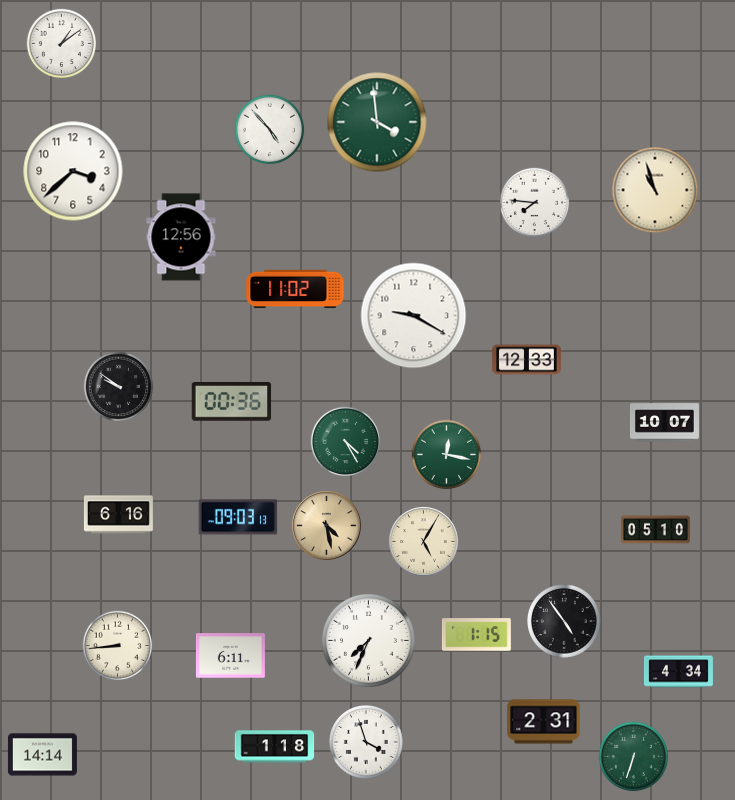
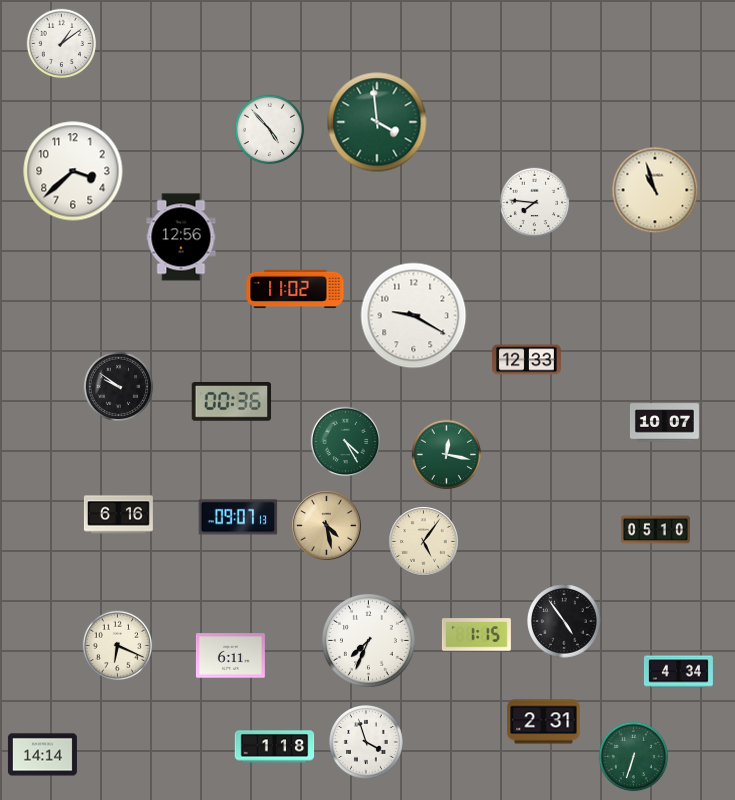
clock at (238, 517): 09:03 -> 09:07
clock at (424, 542): 5:05 -> 5:06
clock at (118, 646): 8:44 -> 6:19
